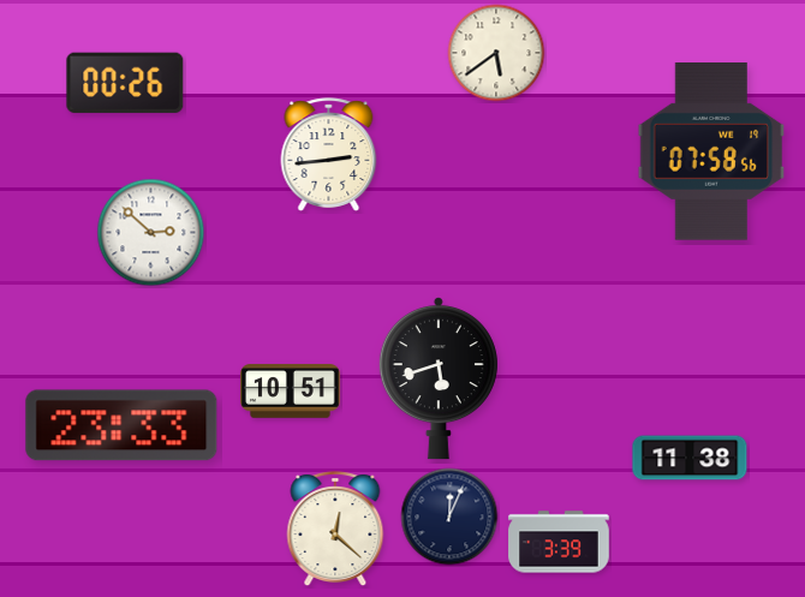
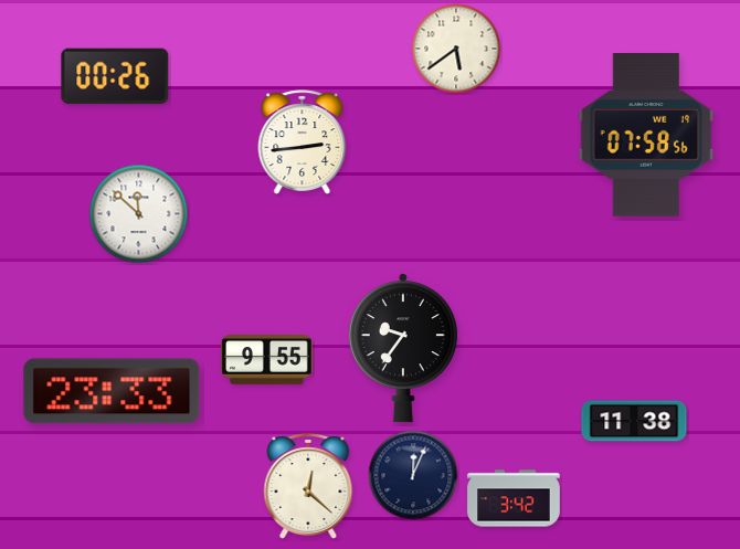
clock at (711, 153) position: (711, 153) -> (646, 136)
clock at (151, 233): 2:52 -> 11:52
clock at (439, 380): 5:42 -> 9:36
clock at (291, 392): 10:51 -> 9:55
clock at (559, 542): 3:39 -> 3:42
